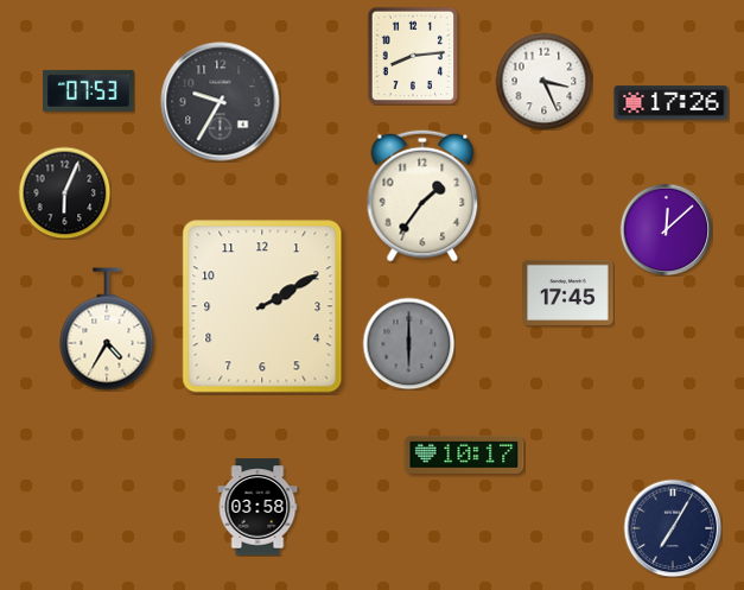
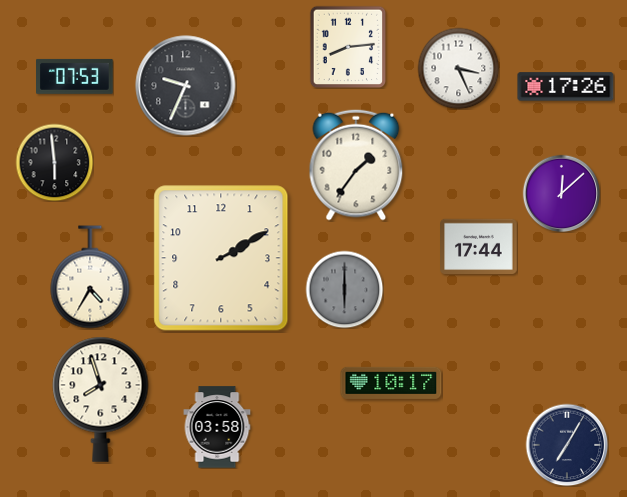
clock at (221, 102): 9:35 -> 9:34
clock at (64, 192): 6:04 -> 5:59
clock at (568, 292): 17:45 -> 17:44
clock at (101, 399): none -> 7:57
